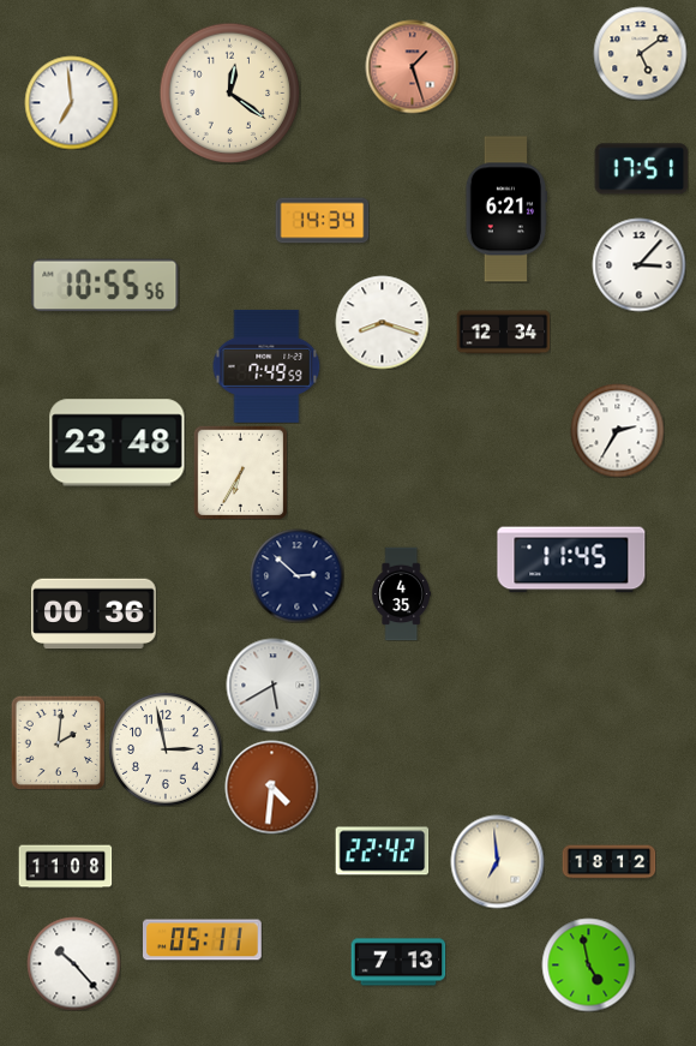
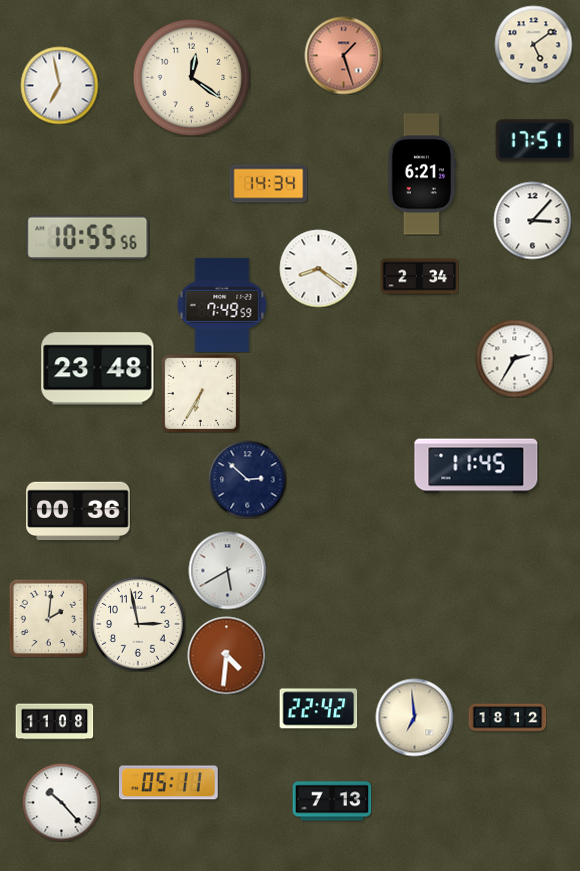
clock at (71, 102): 6:59 -> 6:58
clock at (382, 322): 8:18 -> 8:21
clock at (503, 333): 12:34 -> 2:34
clock at (401, 593): 4:35 -> none
clock at (588, 964): 4:58 -> none
